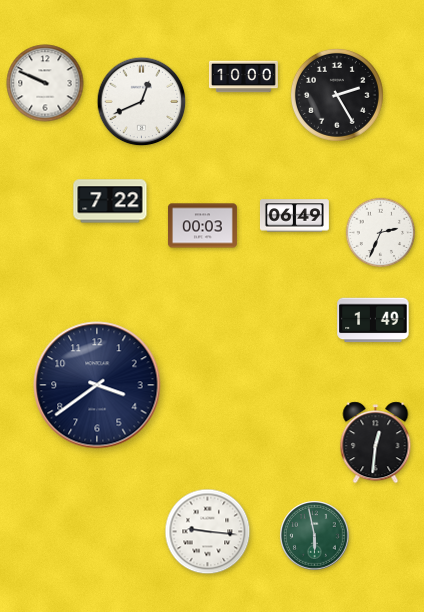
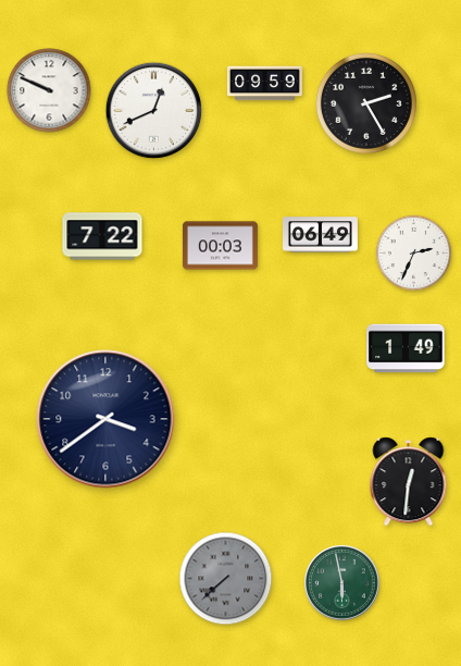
clock at (243, 77): 10:00 -> 09:59
clock at (110, 201) position: (110, 201) -> (102, 236)
clock at (208, 532): 9:16 -> 7:38
clock at (208, 532) dial: white -> grey
